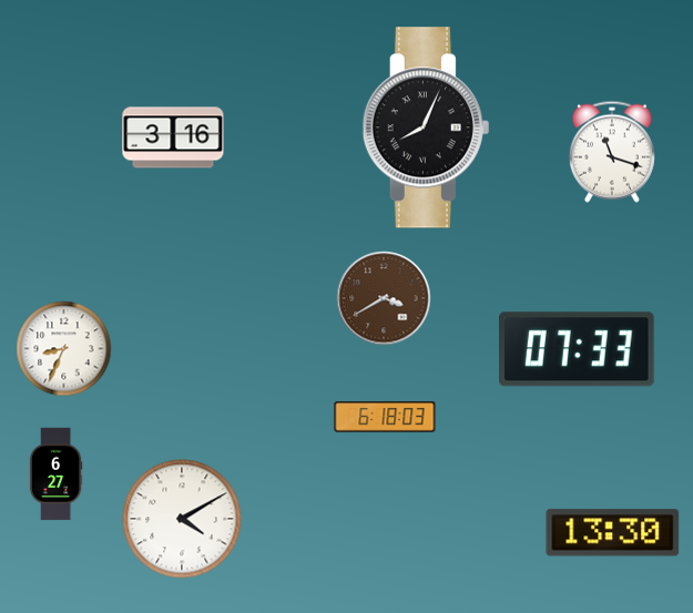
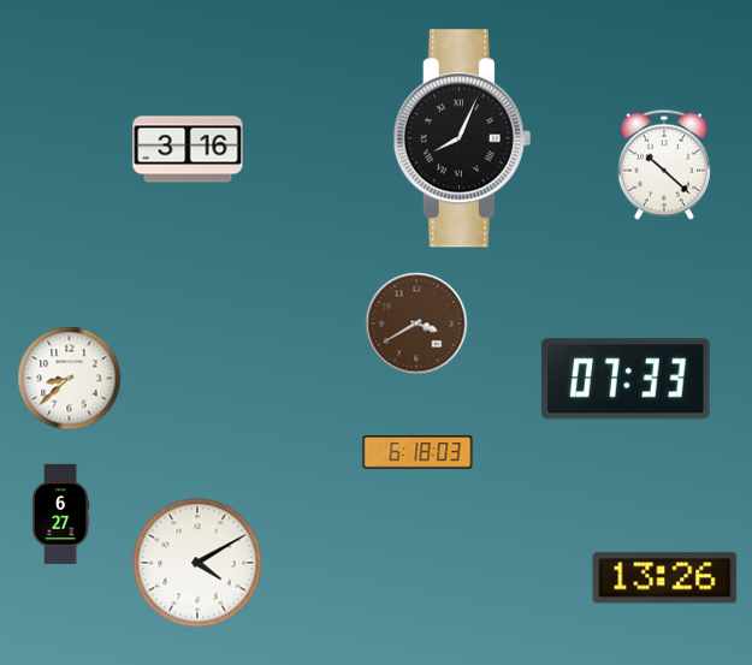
clock at (612, 152): 11:18 -> 10:22
clock at (64, 349): 8:34 -> 8:38
clock at (613, 533): 13:30 -> 13:26
